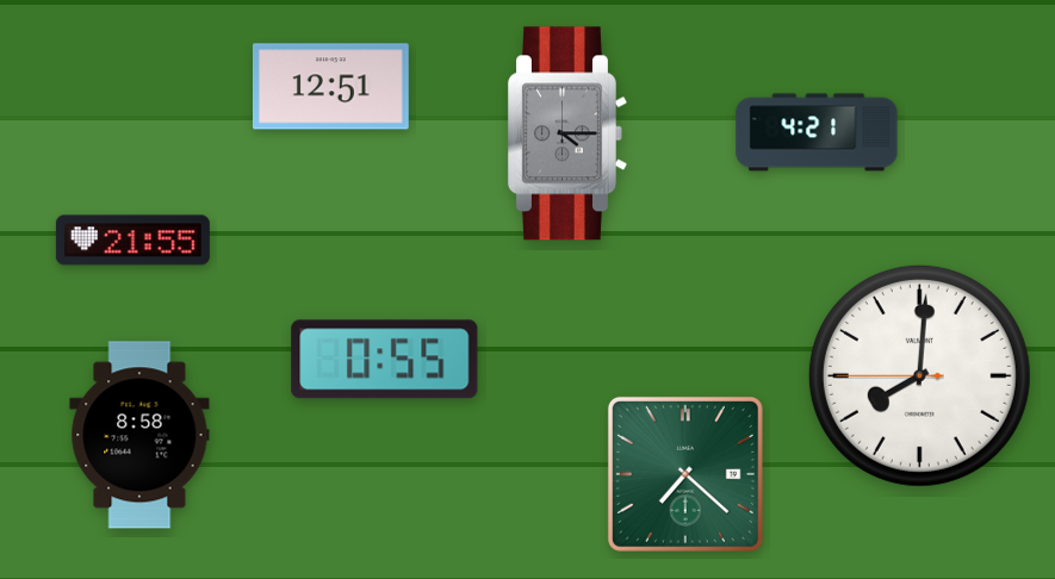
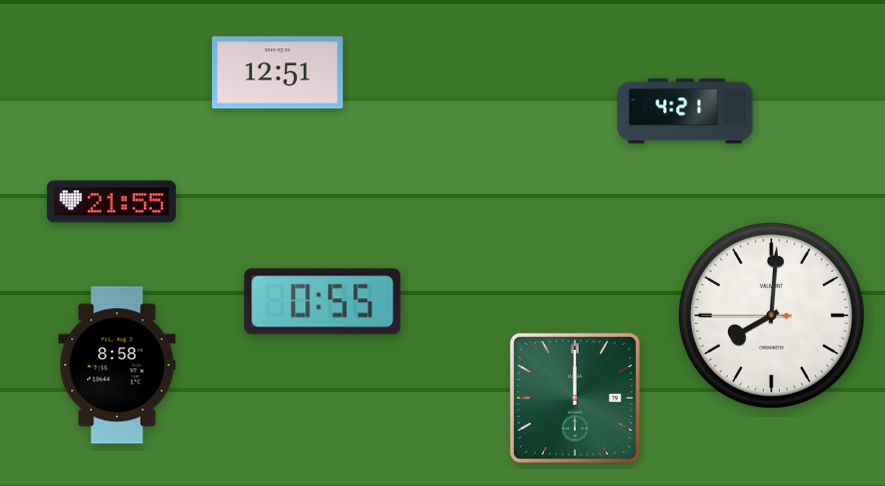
clock at (567, 133): 4:15 -> none
clock at (685, 474): 7:22 -> 12:00
